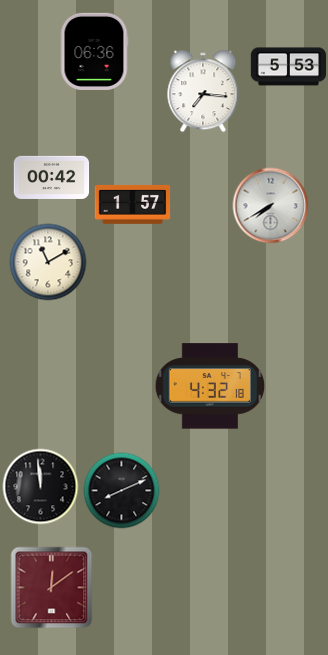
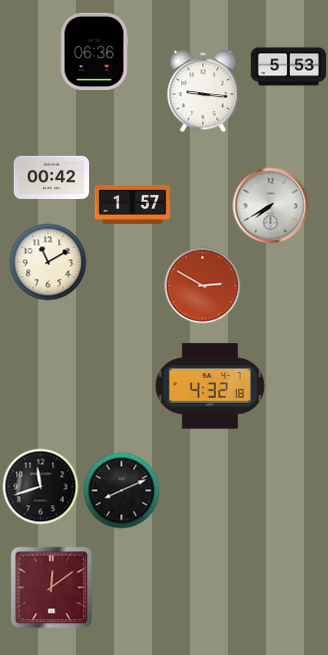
clock at (203, 91): 7:16 -> 9:16
clock at (203, 286): none -> 2:50
clock at (41, 487): 11:59 -> 11:42
